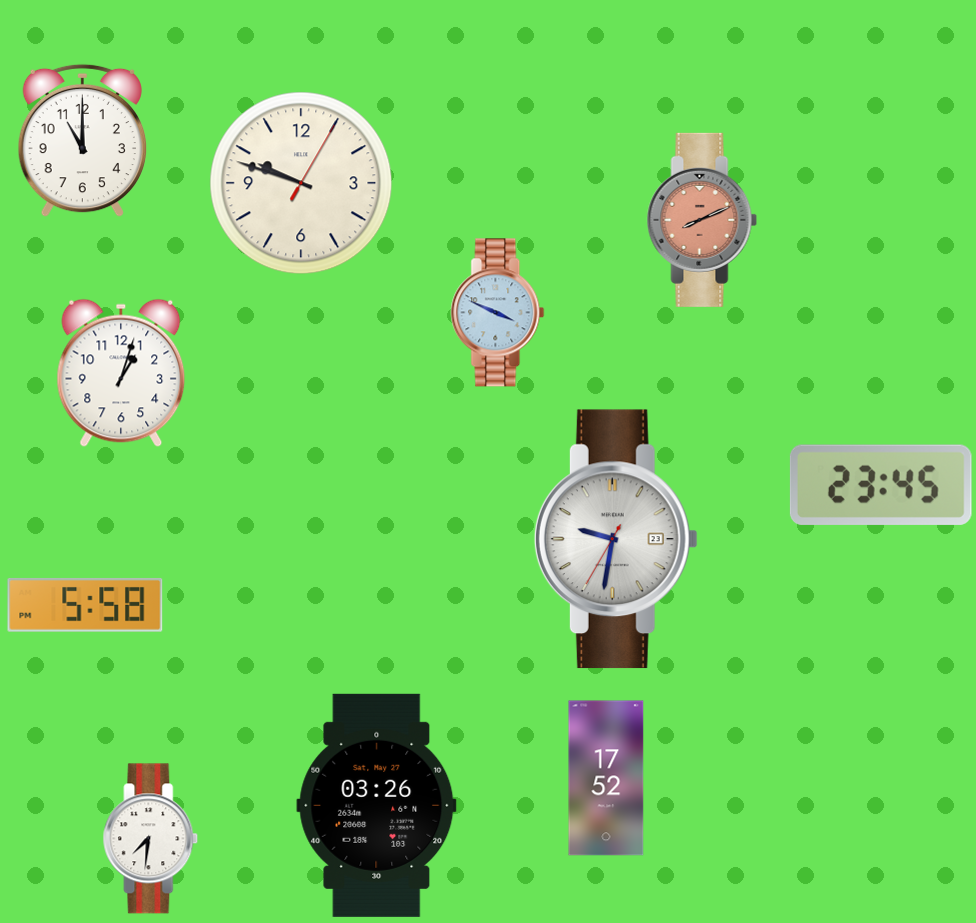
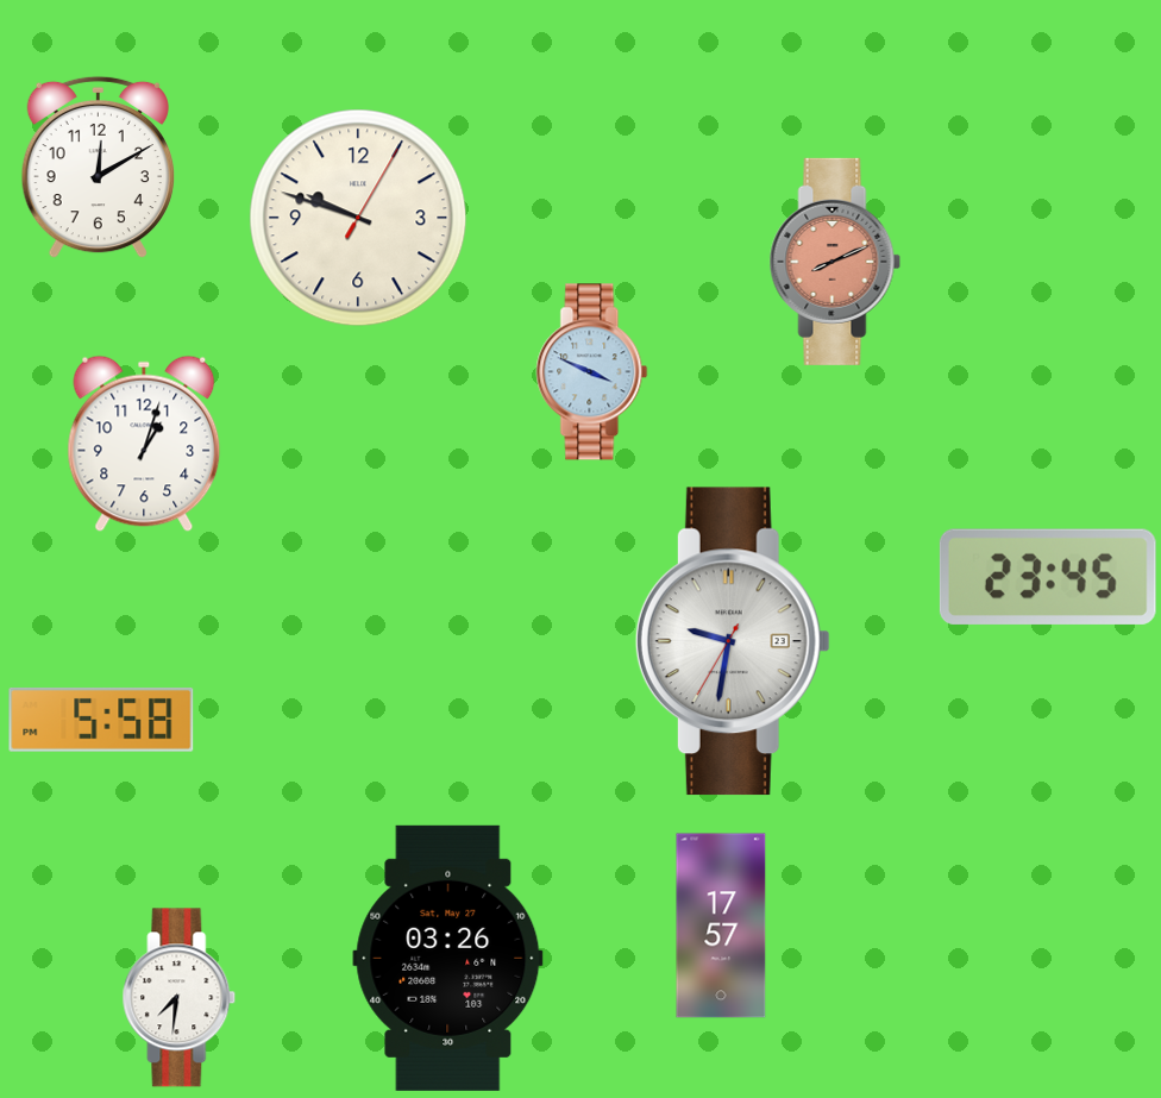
clock at (82, 141): 11:00 -> 12:10
clock at (606, 778): 17:52 -> 17:57
